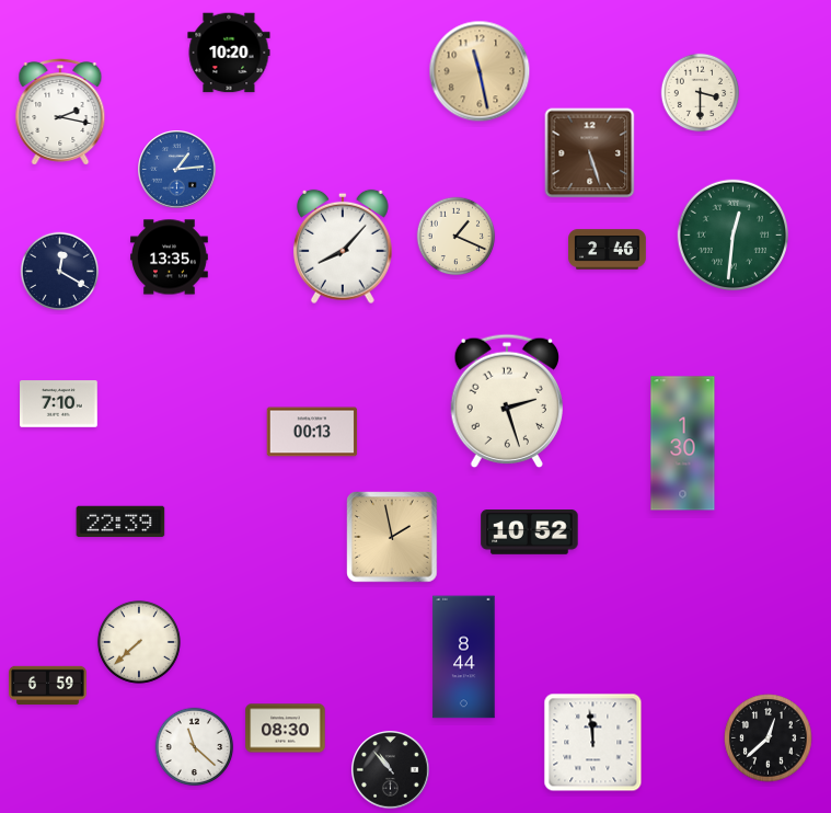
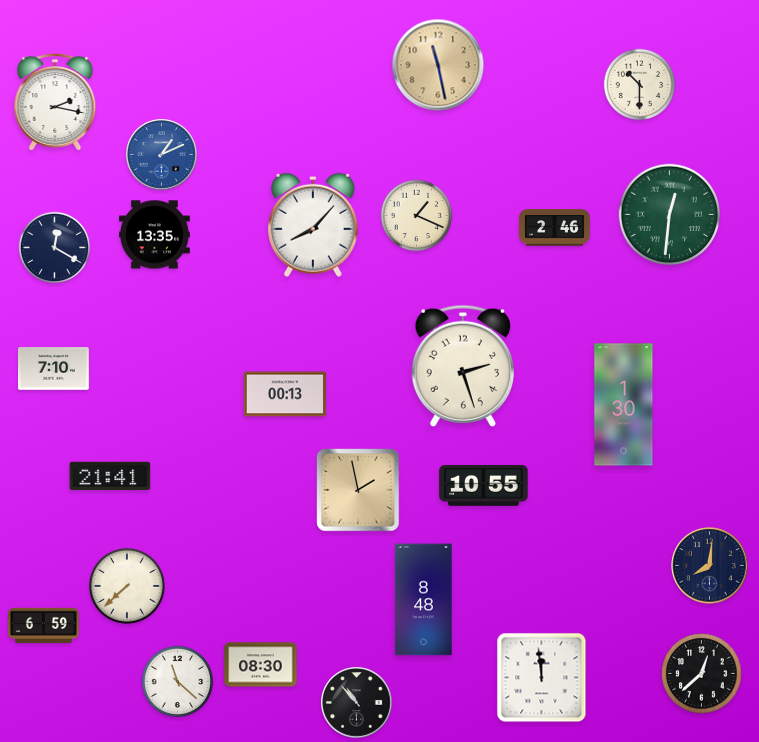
clock at (229, 53): 10:20 -> none
clock at (701, 93): 3:30 -> 10:30
clock at (590, 153): 5:27 -> none
clock at (177, 170): 1:14 -> 1:11
clock at (120, 522): 22:39 -> 21:41
clock at (530, 533): 10:52 -> 10:55
clock at (710, 566): none -> 8:01
clock at (464, 657): 8:44 -> 8:48
